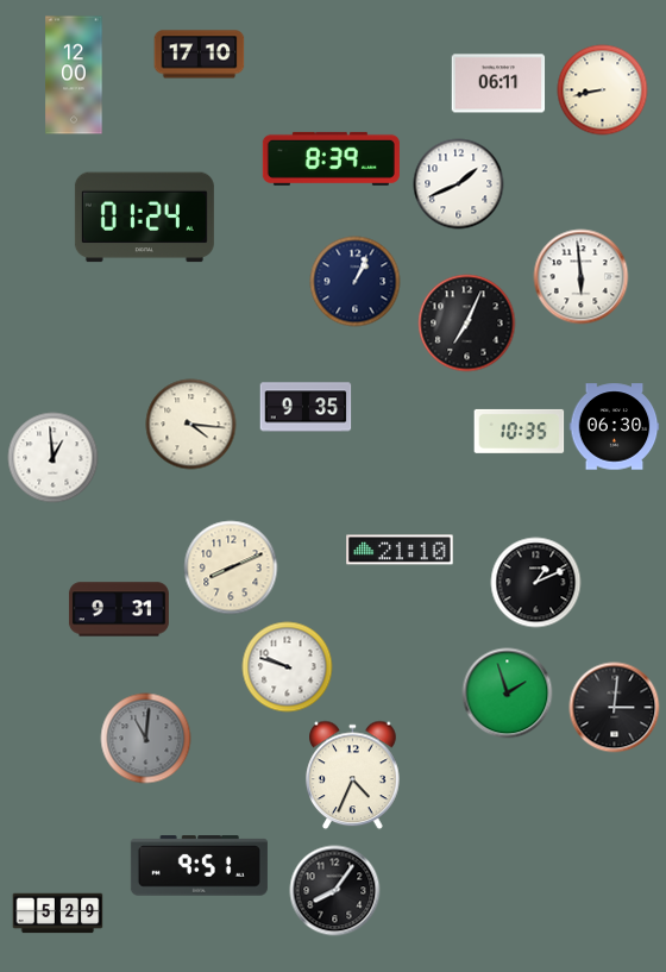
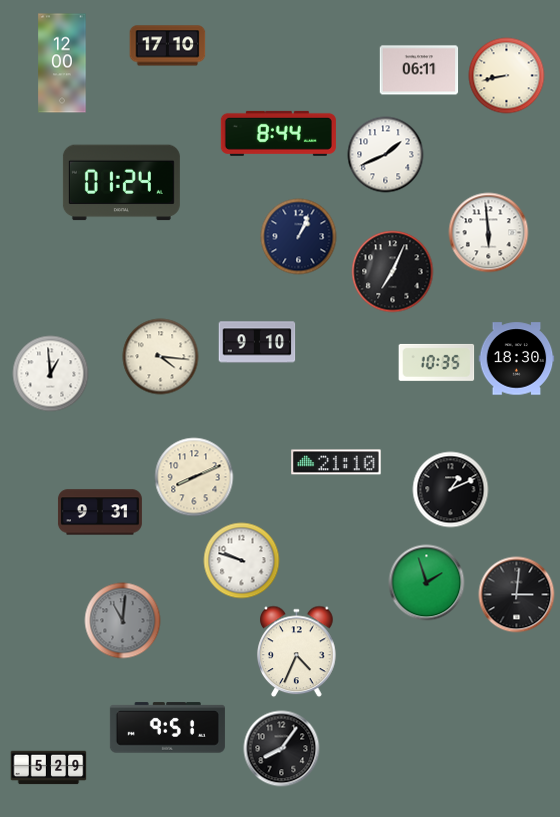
clock at (331, 158): 8:39 -> 8:44
clock at (306, 407): 9:35 -> 9:10
clock at (615, 427): 06:30 -> 18:30
clock at (54, 458) position: (54, 458) -> (51, 374)
